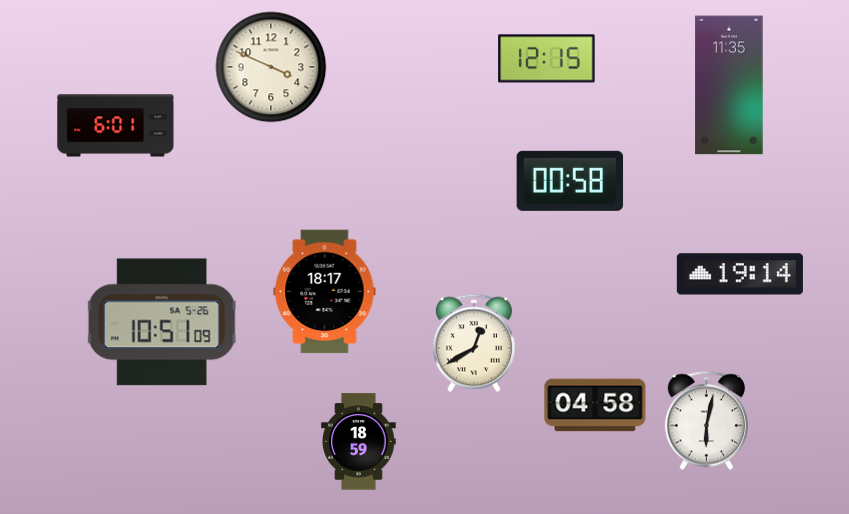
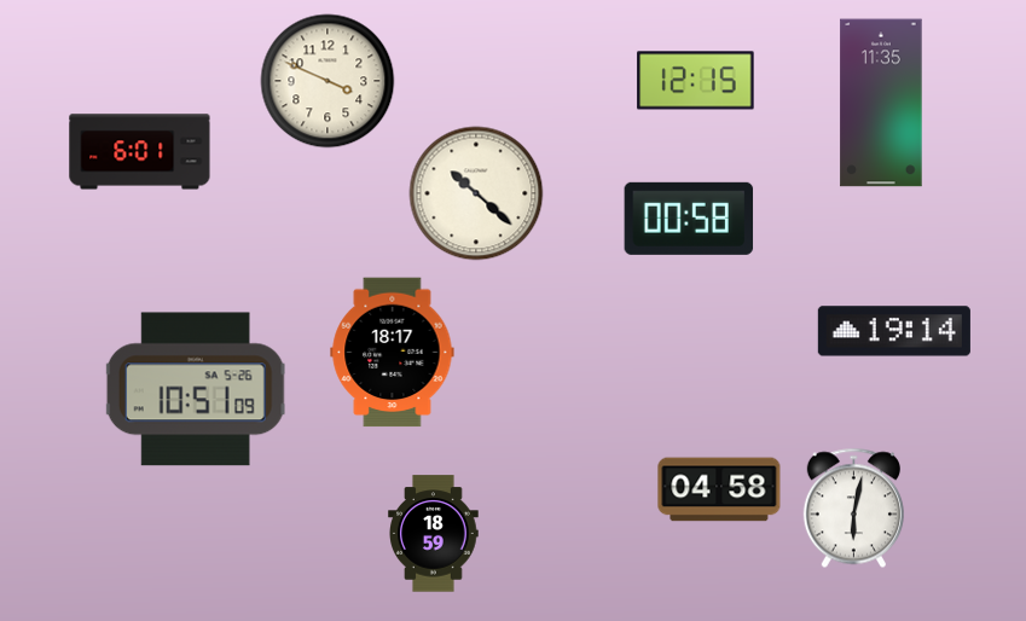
clock at (547, 59) position: (547, 59) -> (696, 81)
clock at (476, 193): none -> 10:22
clock at (474, 343): 12:40 -> none
